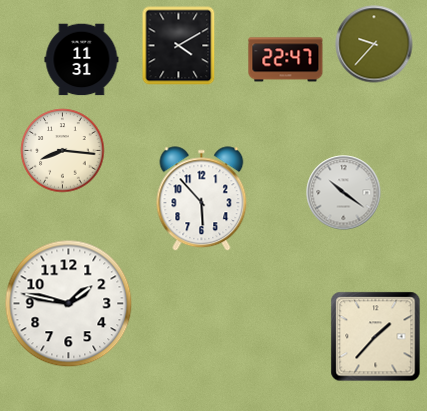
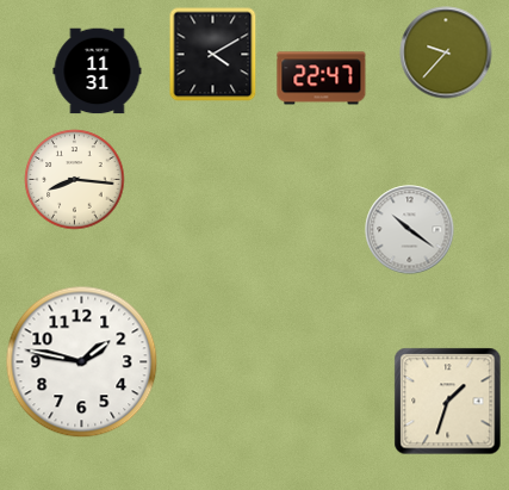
clock at (286, 60) position: (286, 60) -> (322, 79)
clock at (202, 199): 5:53 -> none
clock at (376, 337): 1:37 -> 1:33
